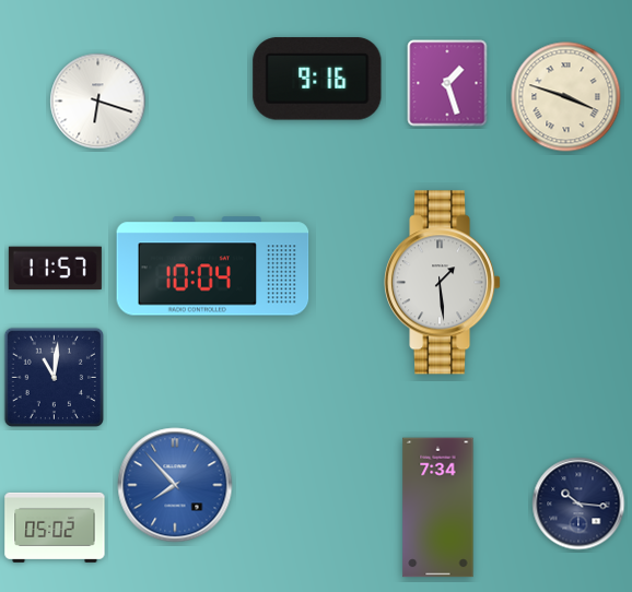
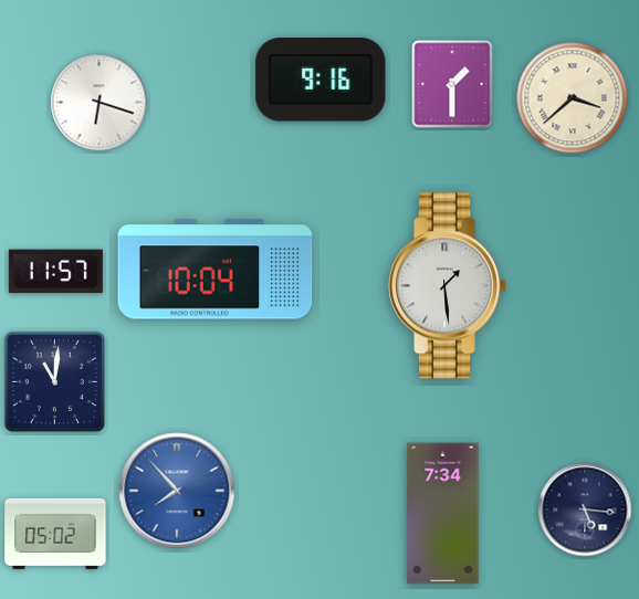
clock at (447, 83): 1:27 -> 1:30
clock at (566, 97): 3:48 -> 3:38
clock at (578, 504): 10:16 -> 5:16
